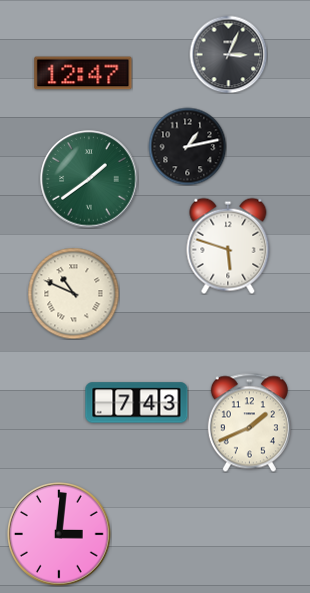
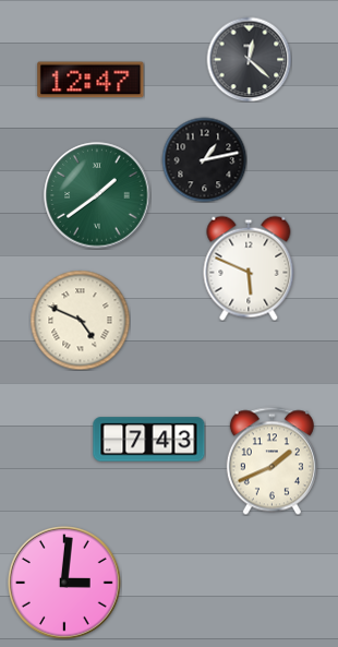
clock at (228, 54): 3:04 -> 12:22
clock at (228, 246): 5:48 -> 5:49
clock at (73, 293): 10:49 -> 4:49
